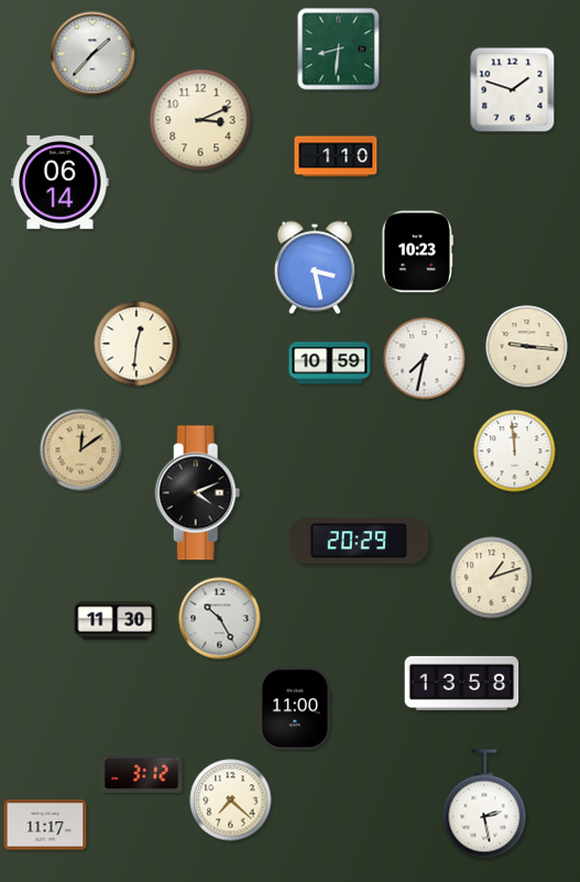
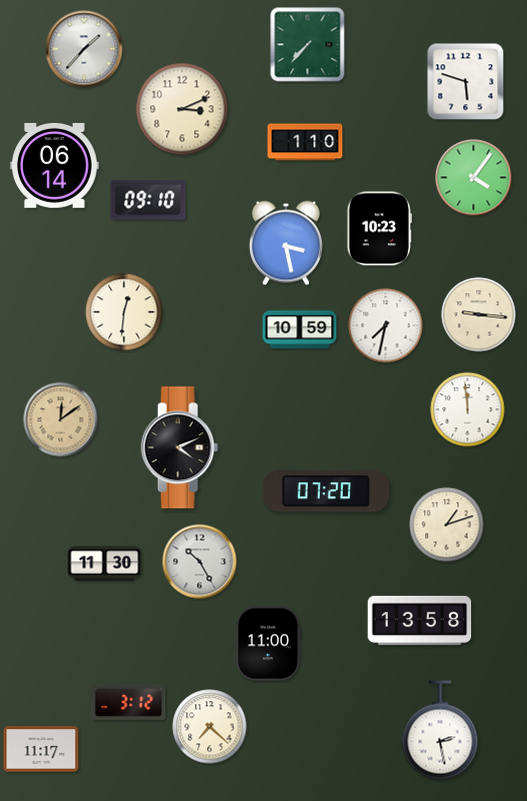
clock at (339, 50): 8:31 -> 7:37
clock at (513, 90): 1:48 -> 5:48
clock at (474, 178): none -> 4:06
clock at (148, 200): none -> 09:10
clock at (81, 450) position: (81, 450) -> (61, 420)
clock at (359, 541): 20:29 -> 07:20
